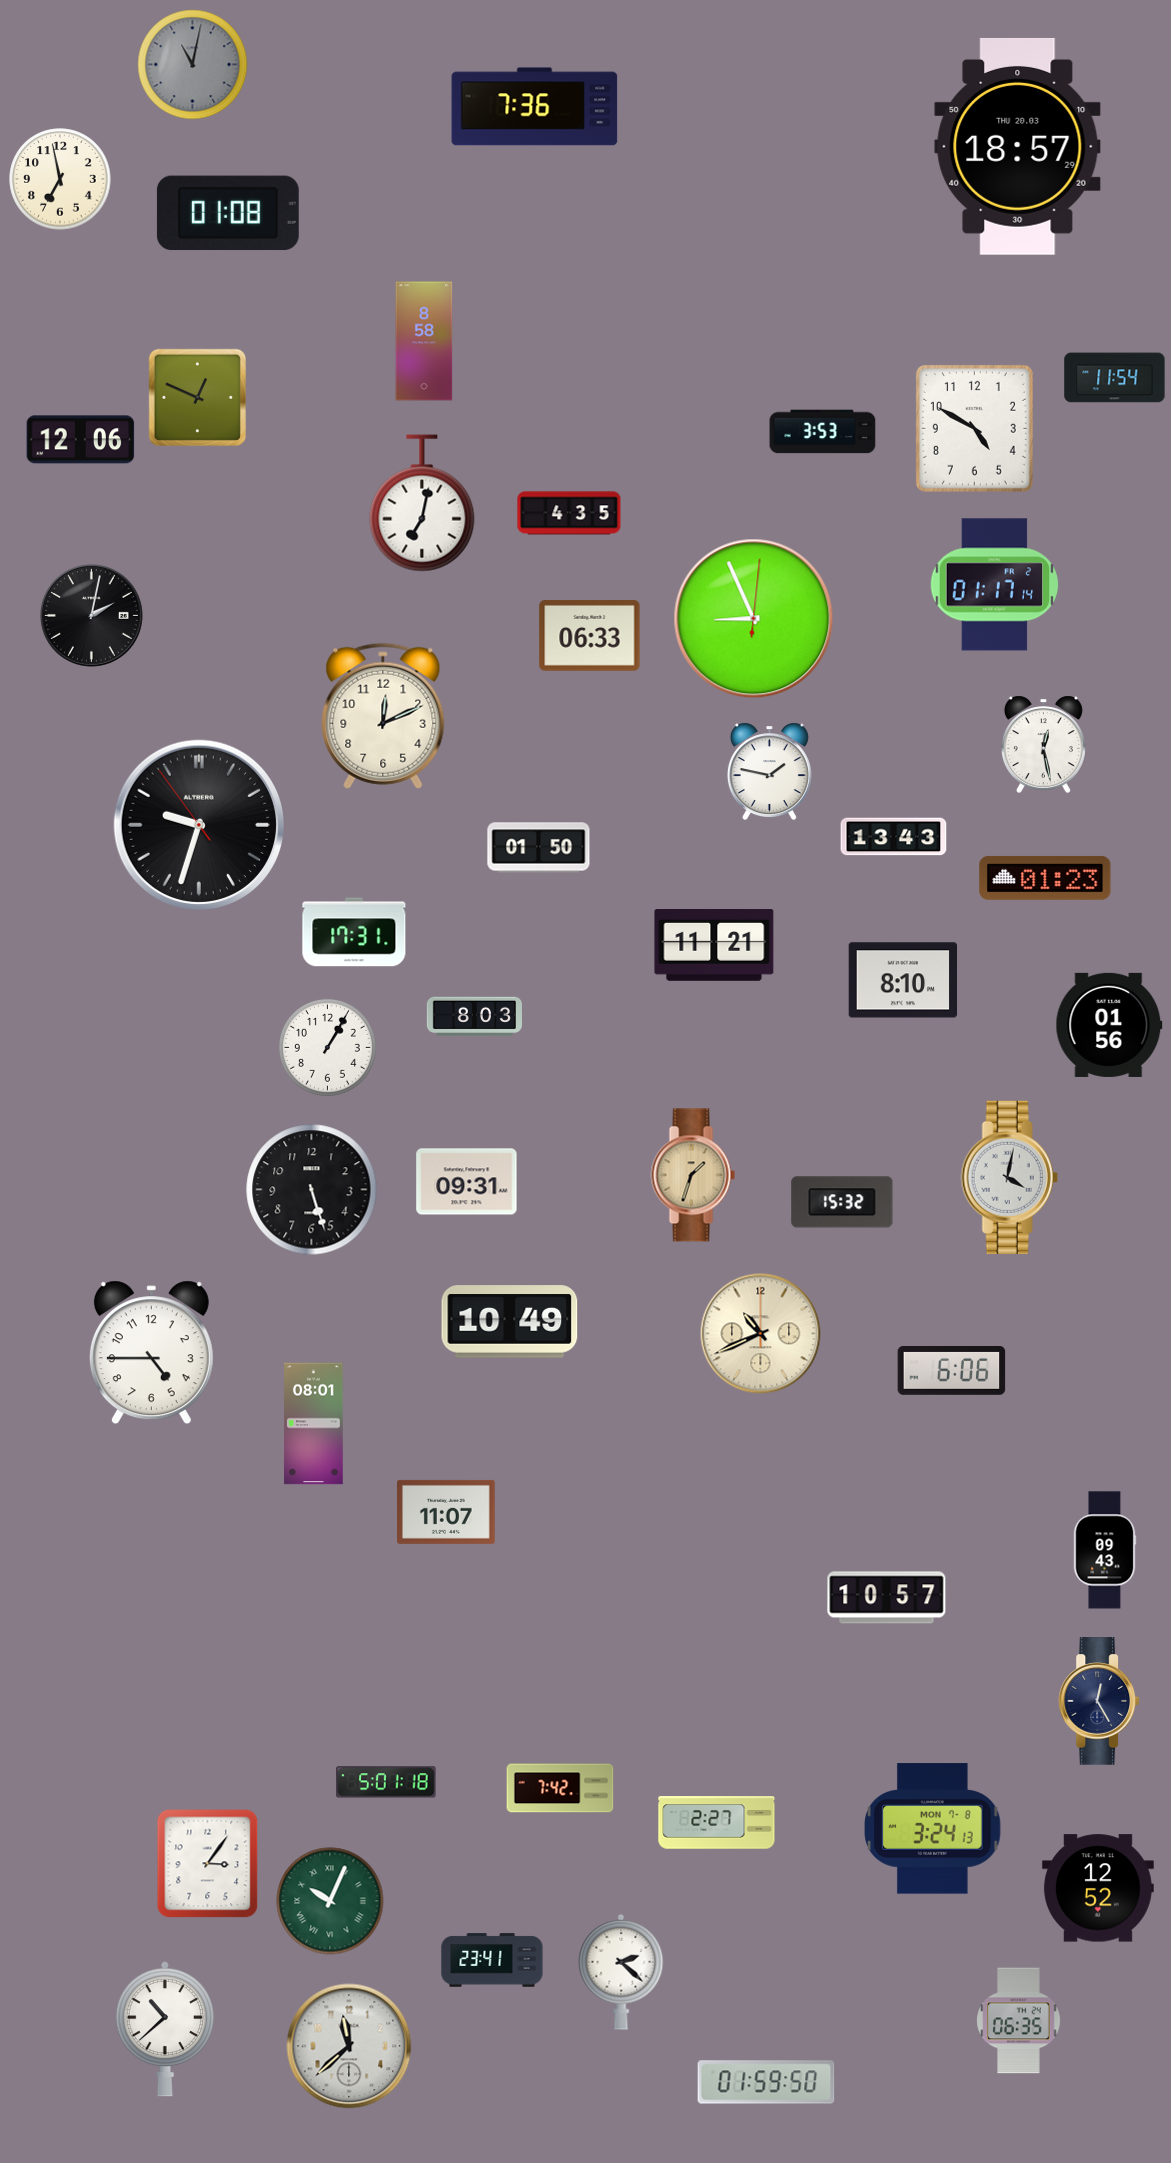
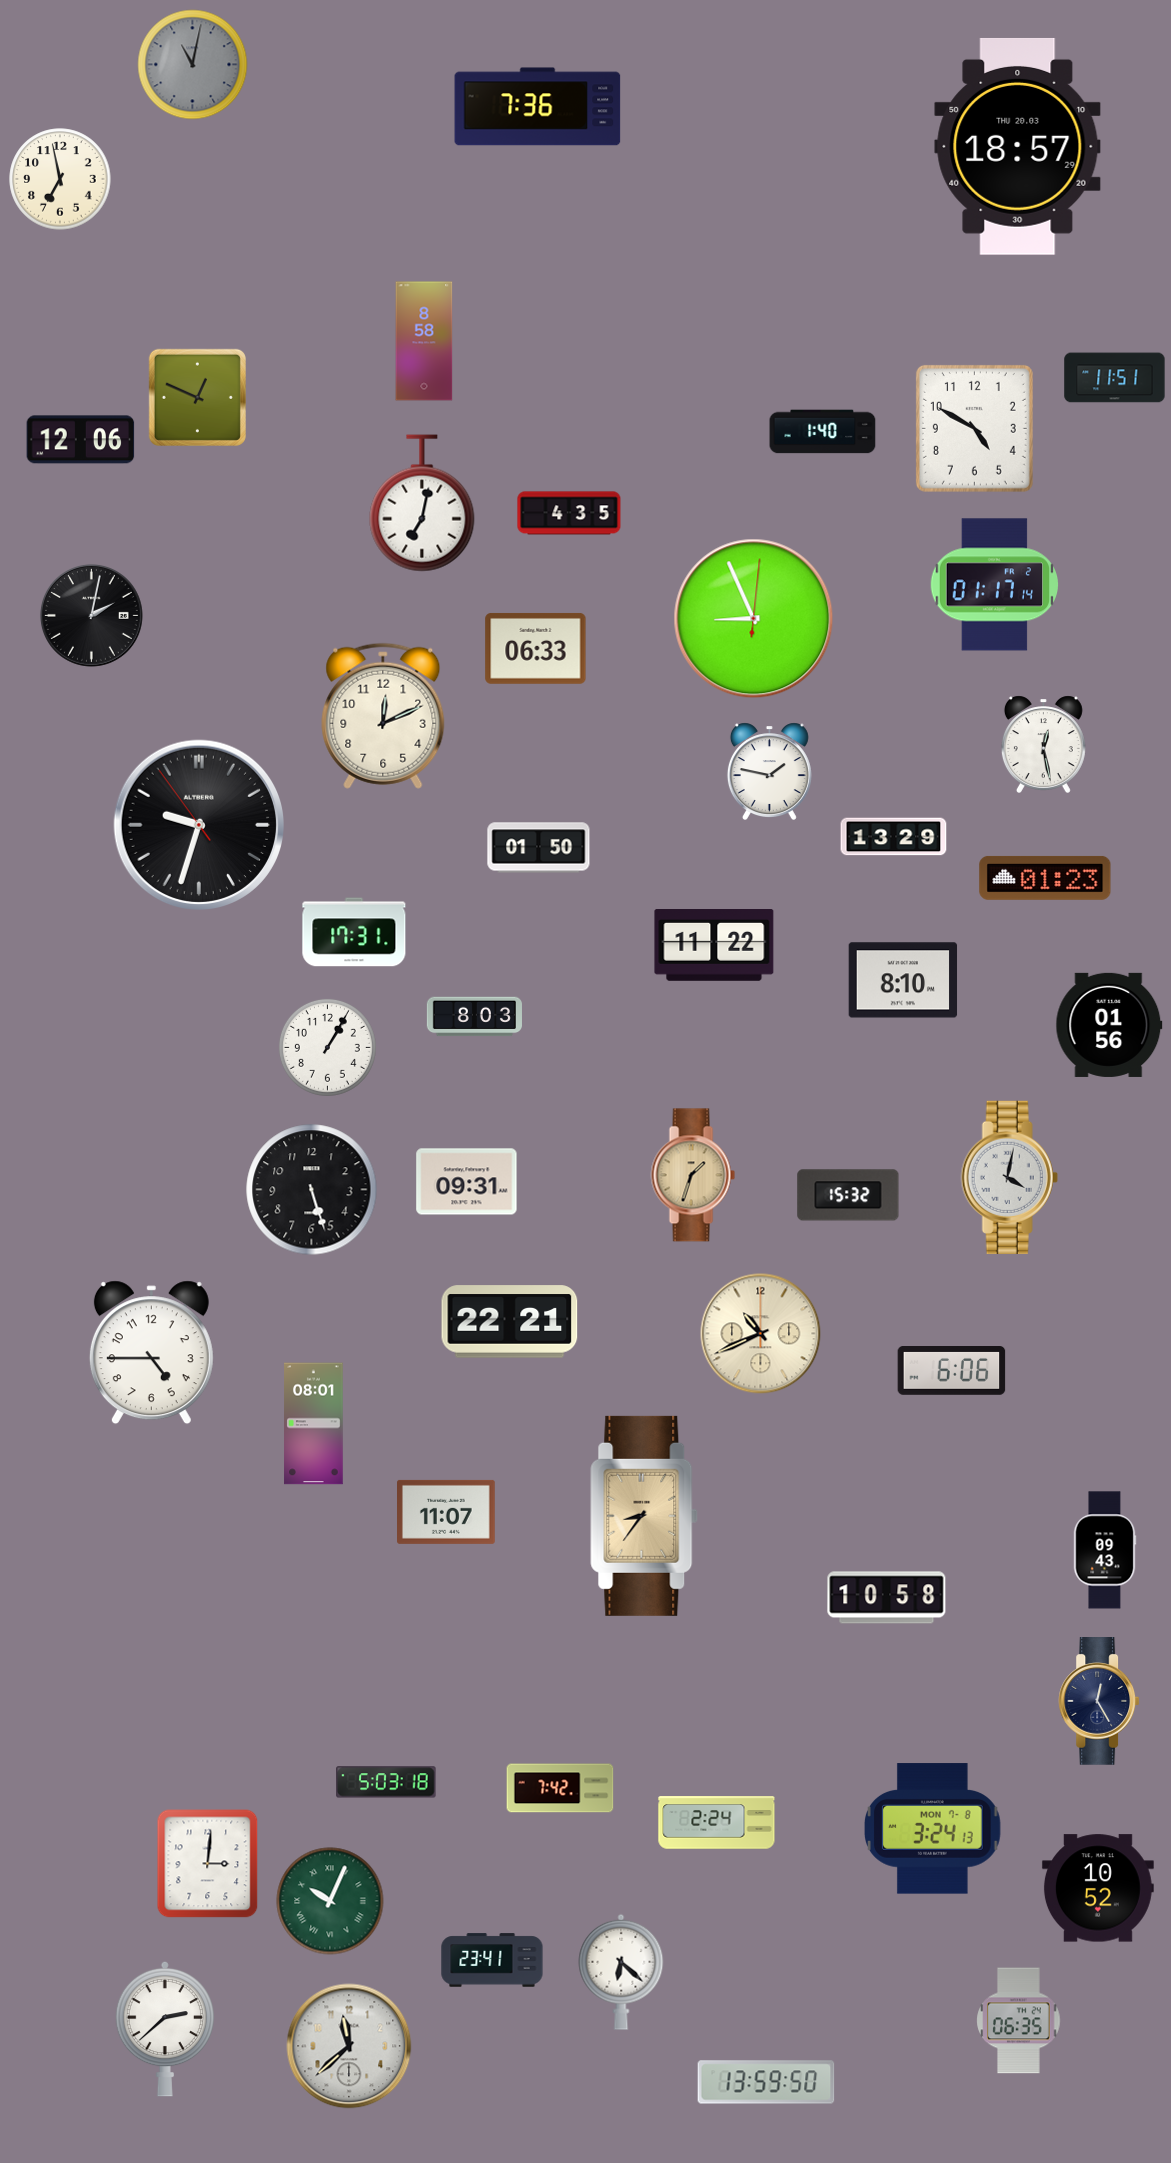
clock at (535, 107) position: (535, 107) -> (538, 107)
clock at (228, 213): 01:08 -> none
clock at (1115, 378): 11:54 -> 11:51
clock at (823, 432): 3:53 -> 1:40
clock at (590, 635) position: (590, 635) -> (536, 648)
clock at (894, 837): 13:43 -> 13:29
clock at (714, 946): 11:21 -> 11:22
clock at (842, 1202) position: (842, 1202) -> (848, 1195)
clock at (510, 1322): 10:49 -> 22:21
clock at (644, 1516): none -> 8:36
clock at (887, 1598): 10:57 -> 10:58
clock at (386, 1782): 5:01 -> 5:03
clock at (717, 1823): 2:27 -> 2:24
clock at (208, 1864): 3:06 -> 3:01
clock at (1098, 1888): 12:52 -> 10:52
clock at (621, 1972): 2:22 -> 6:22
clock at (164, 2029): 10:38 -> 2:38
clock at (766, 2082): 01:59 -> 13:59
